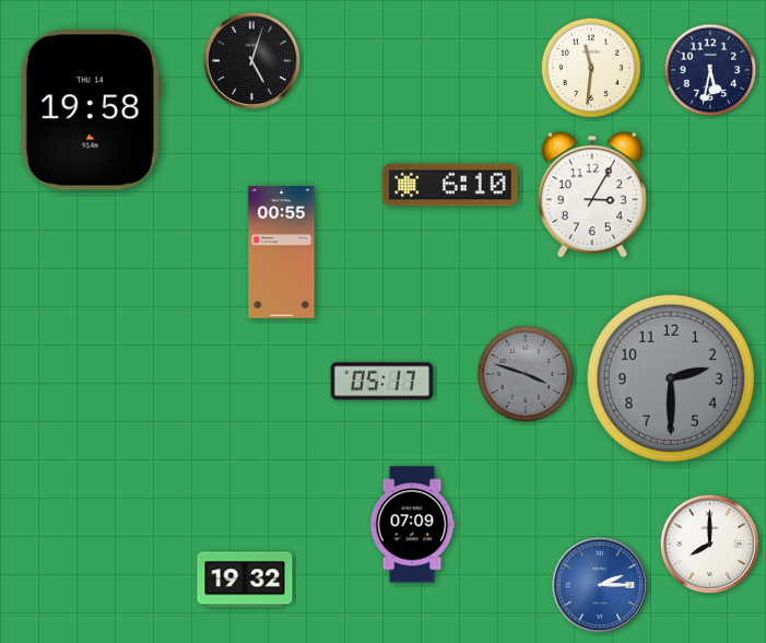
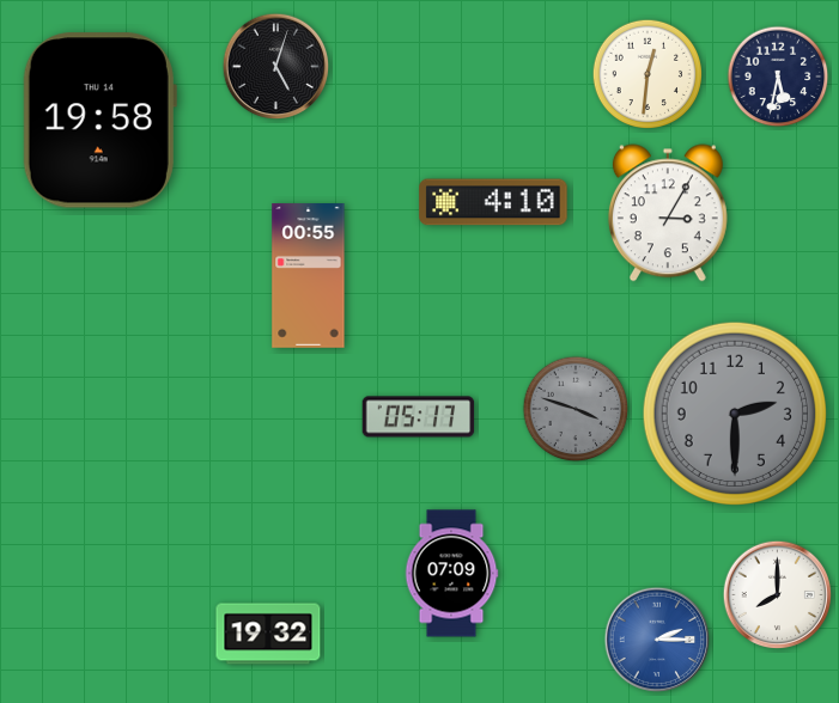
clock at (591, 68): 11:31 -> 12:31
clock at (450, 185): 6:10 -> 4:10
clock at (592, 195) position: (592, 195) -> (668, 213)
